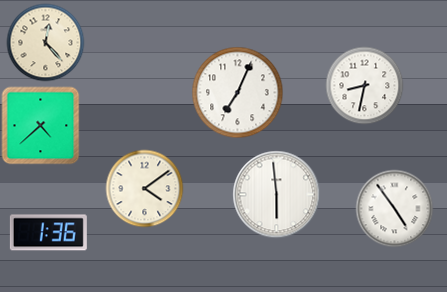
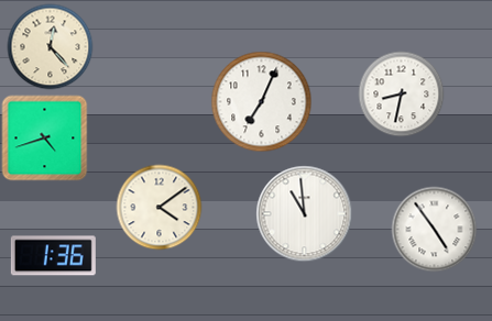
clock at (40, 125): 4:38 -> 4:42
clock at (276, 194): 5:59 -> 10:59
